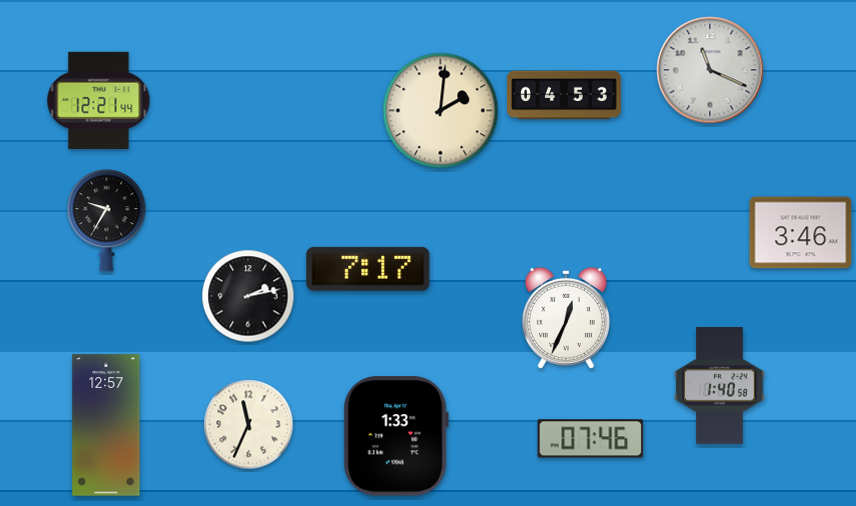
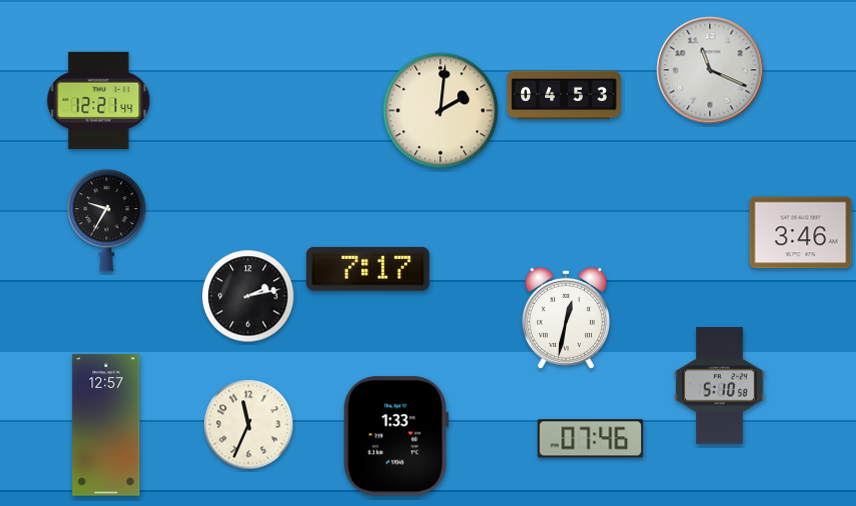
clock at (566, 318): 12:34 -> 12:32
clock at (720, 386): 1:40 -> 5:10
